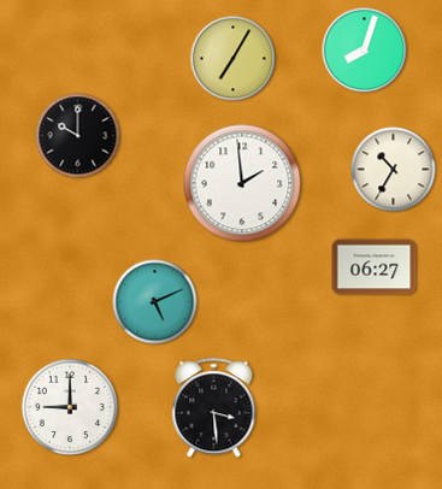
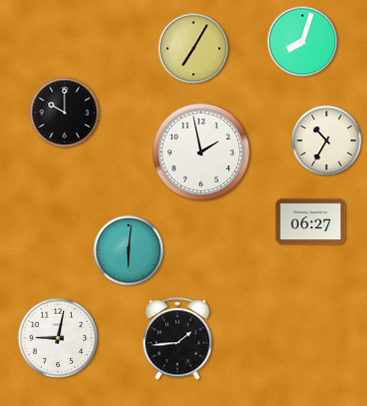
clock at (242, 183): 1:59 -> 1:58
clock at (155, 302): 5:11 -> 6:01
clock at (70, 407): 9:00 -> 9:02
clock at (214, 408): 3:29 -> 1:44
